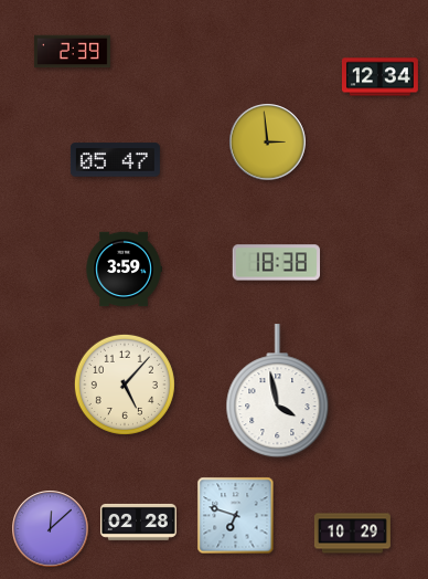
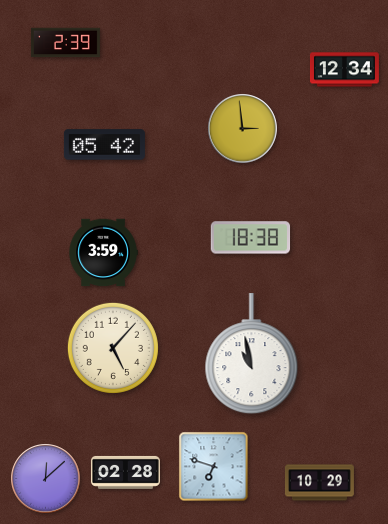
clock at (72, 52) position: (72, 52) -> (65, 43)
clock at (115, 160): 05:47 -> 05:42
clock at (124, 270) position: (124, 270) -> (103, 253)
clock at (278, 391): 3:58 -> 10:58
